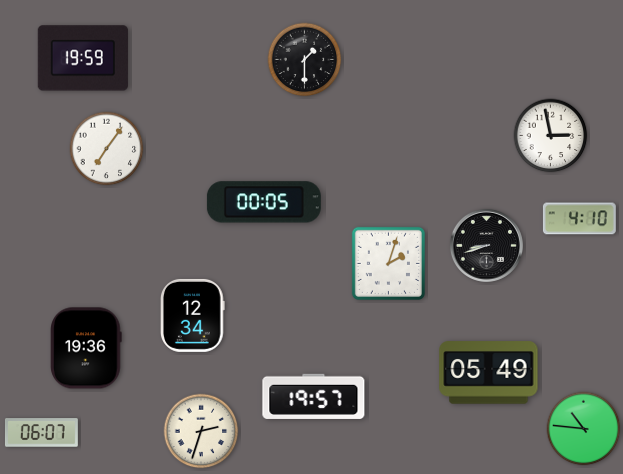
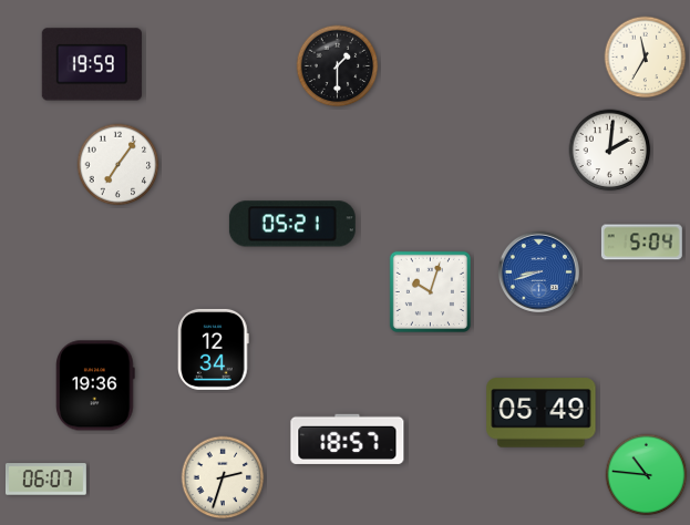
clock at (646, 58): none -> 11:35
clock at (551, 136): 2:58 -> 2:01
clock at (264, 202): 00:05 -> 05:21
clock at (579, 219): 4:10 -> 5:04
clock at (486, 245) dial: black -> blue
clock at (388, 263): 2:03 -> 10:03
clock at (314, 396): 19:57 -> 18:57
